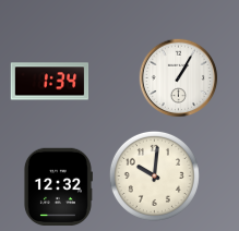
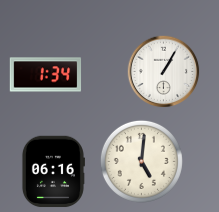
clock at (154, 175): 10:01 -> 5:01
clock at (58, 187): 12:32 -> 06:16
